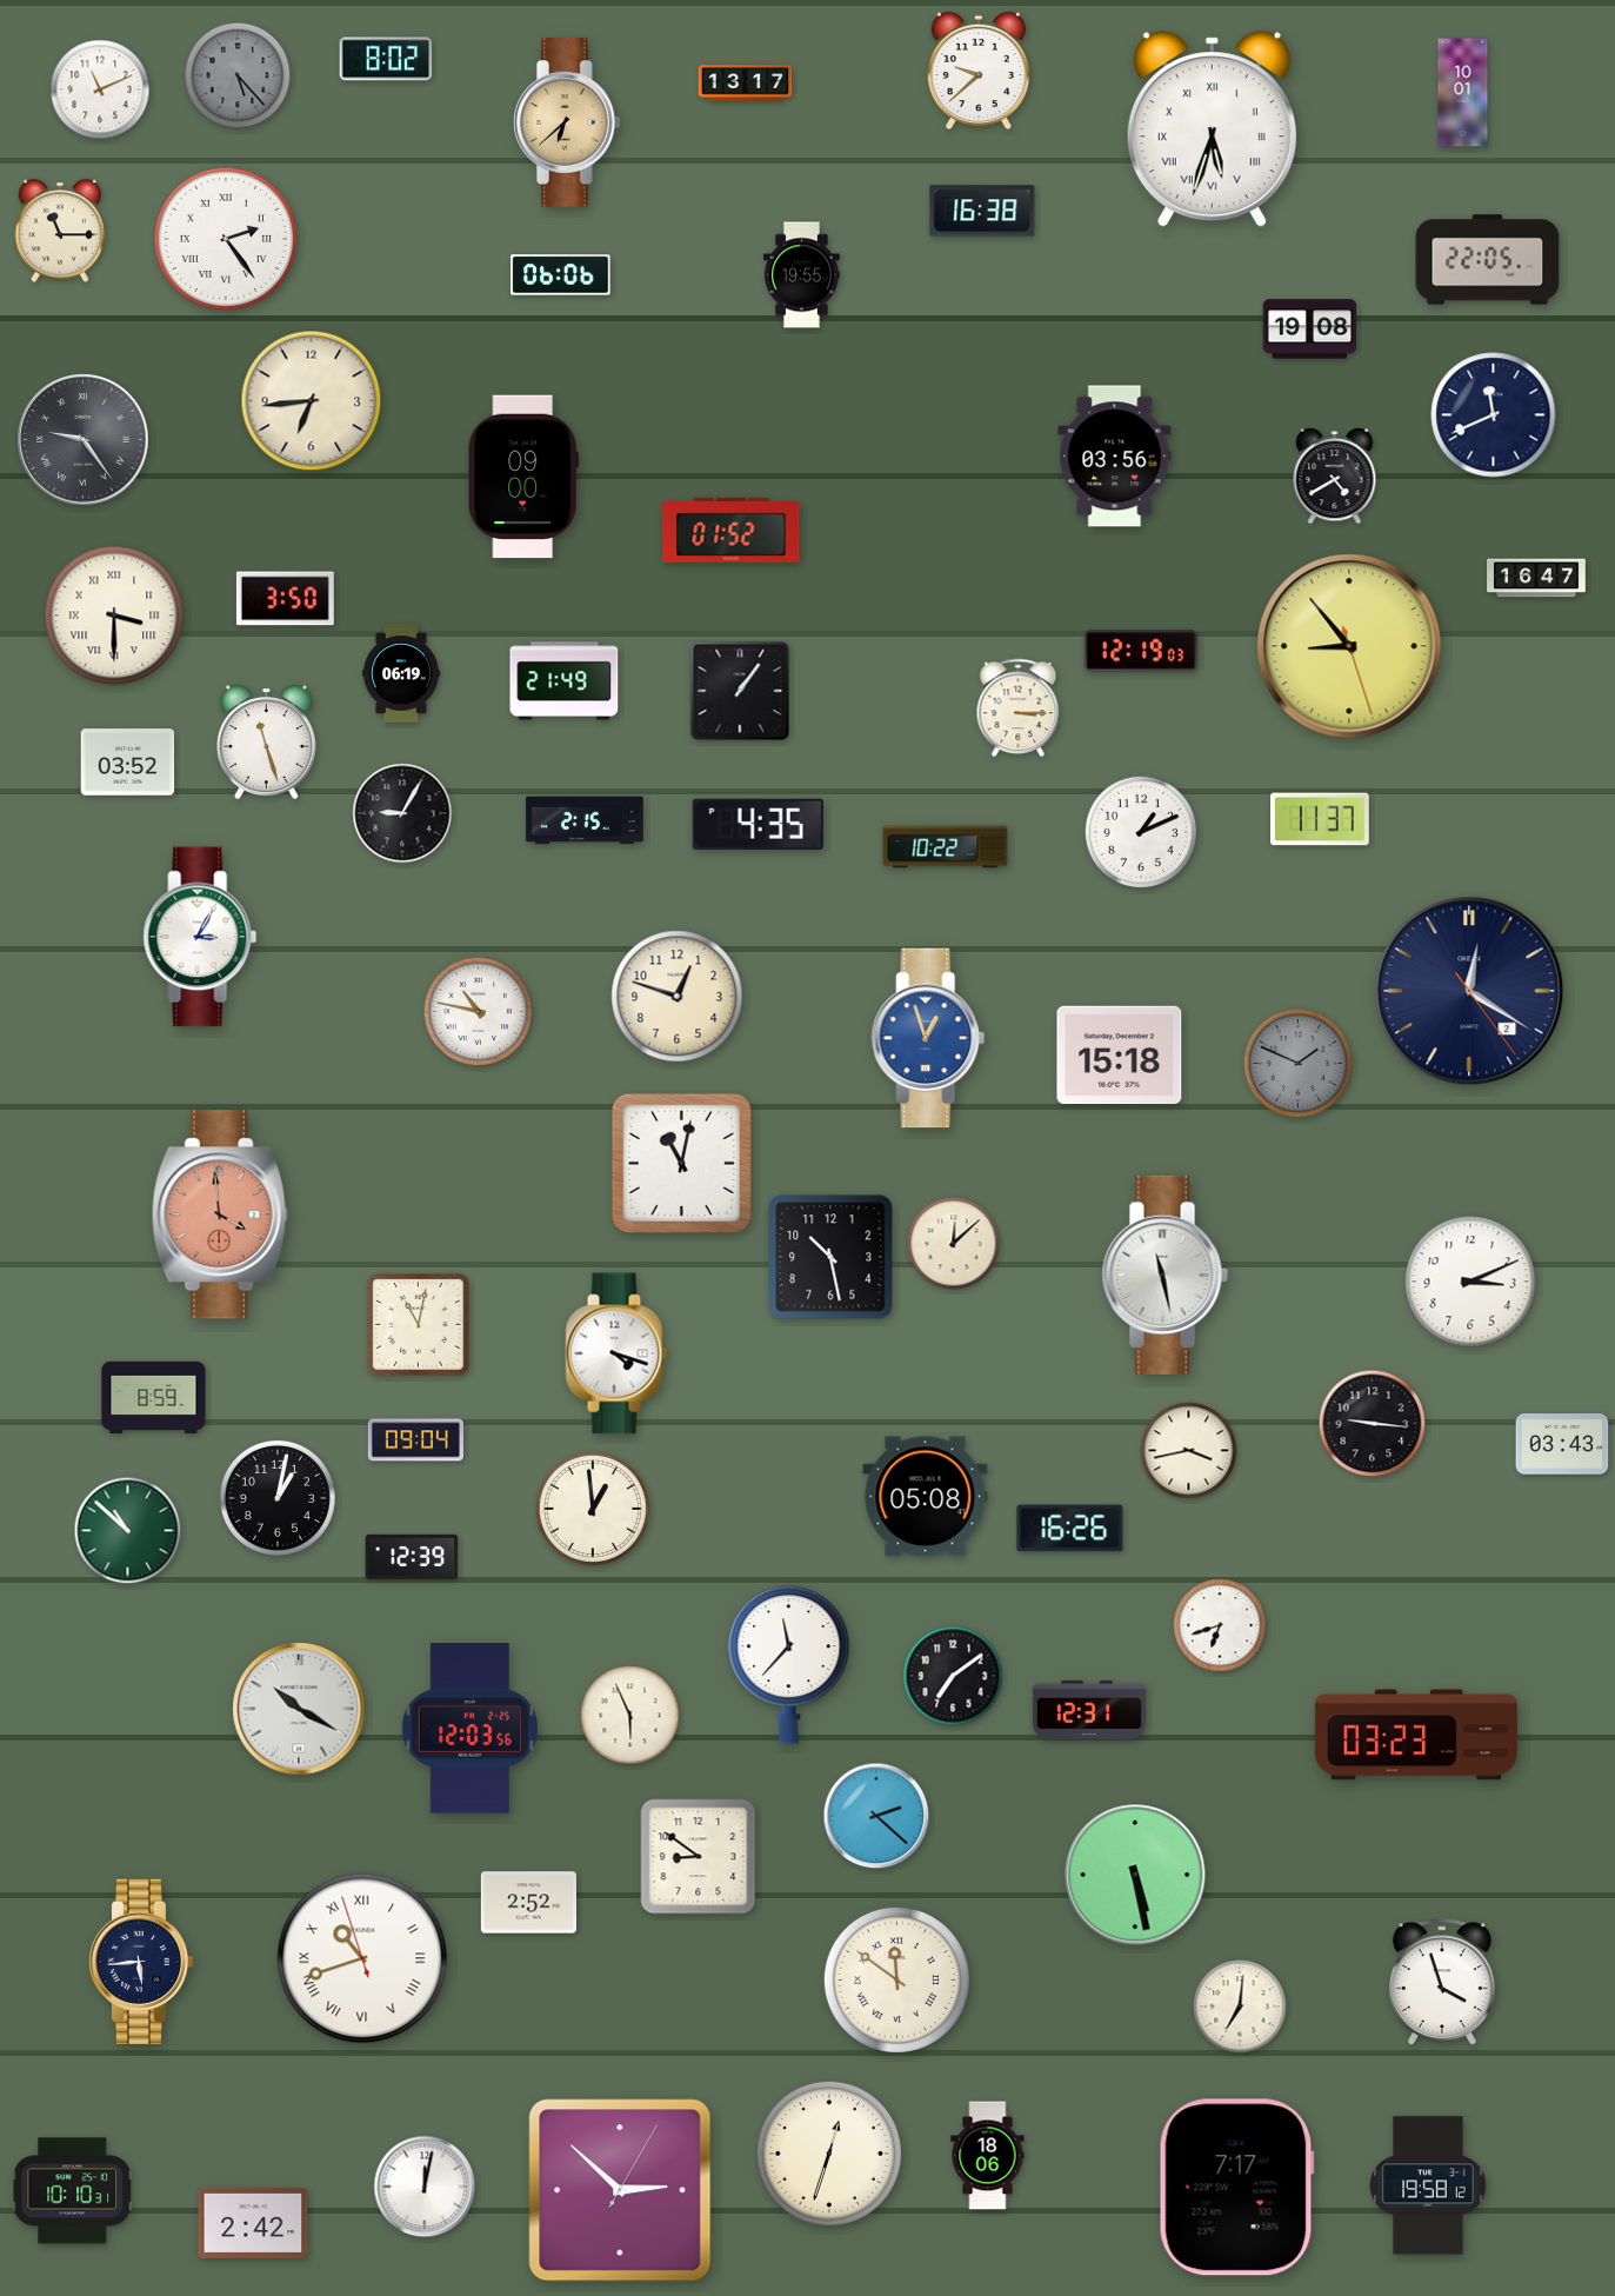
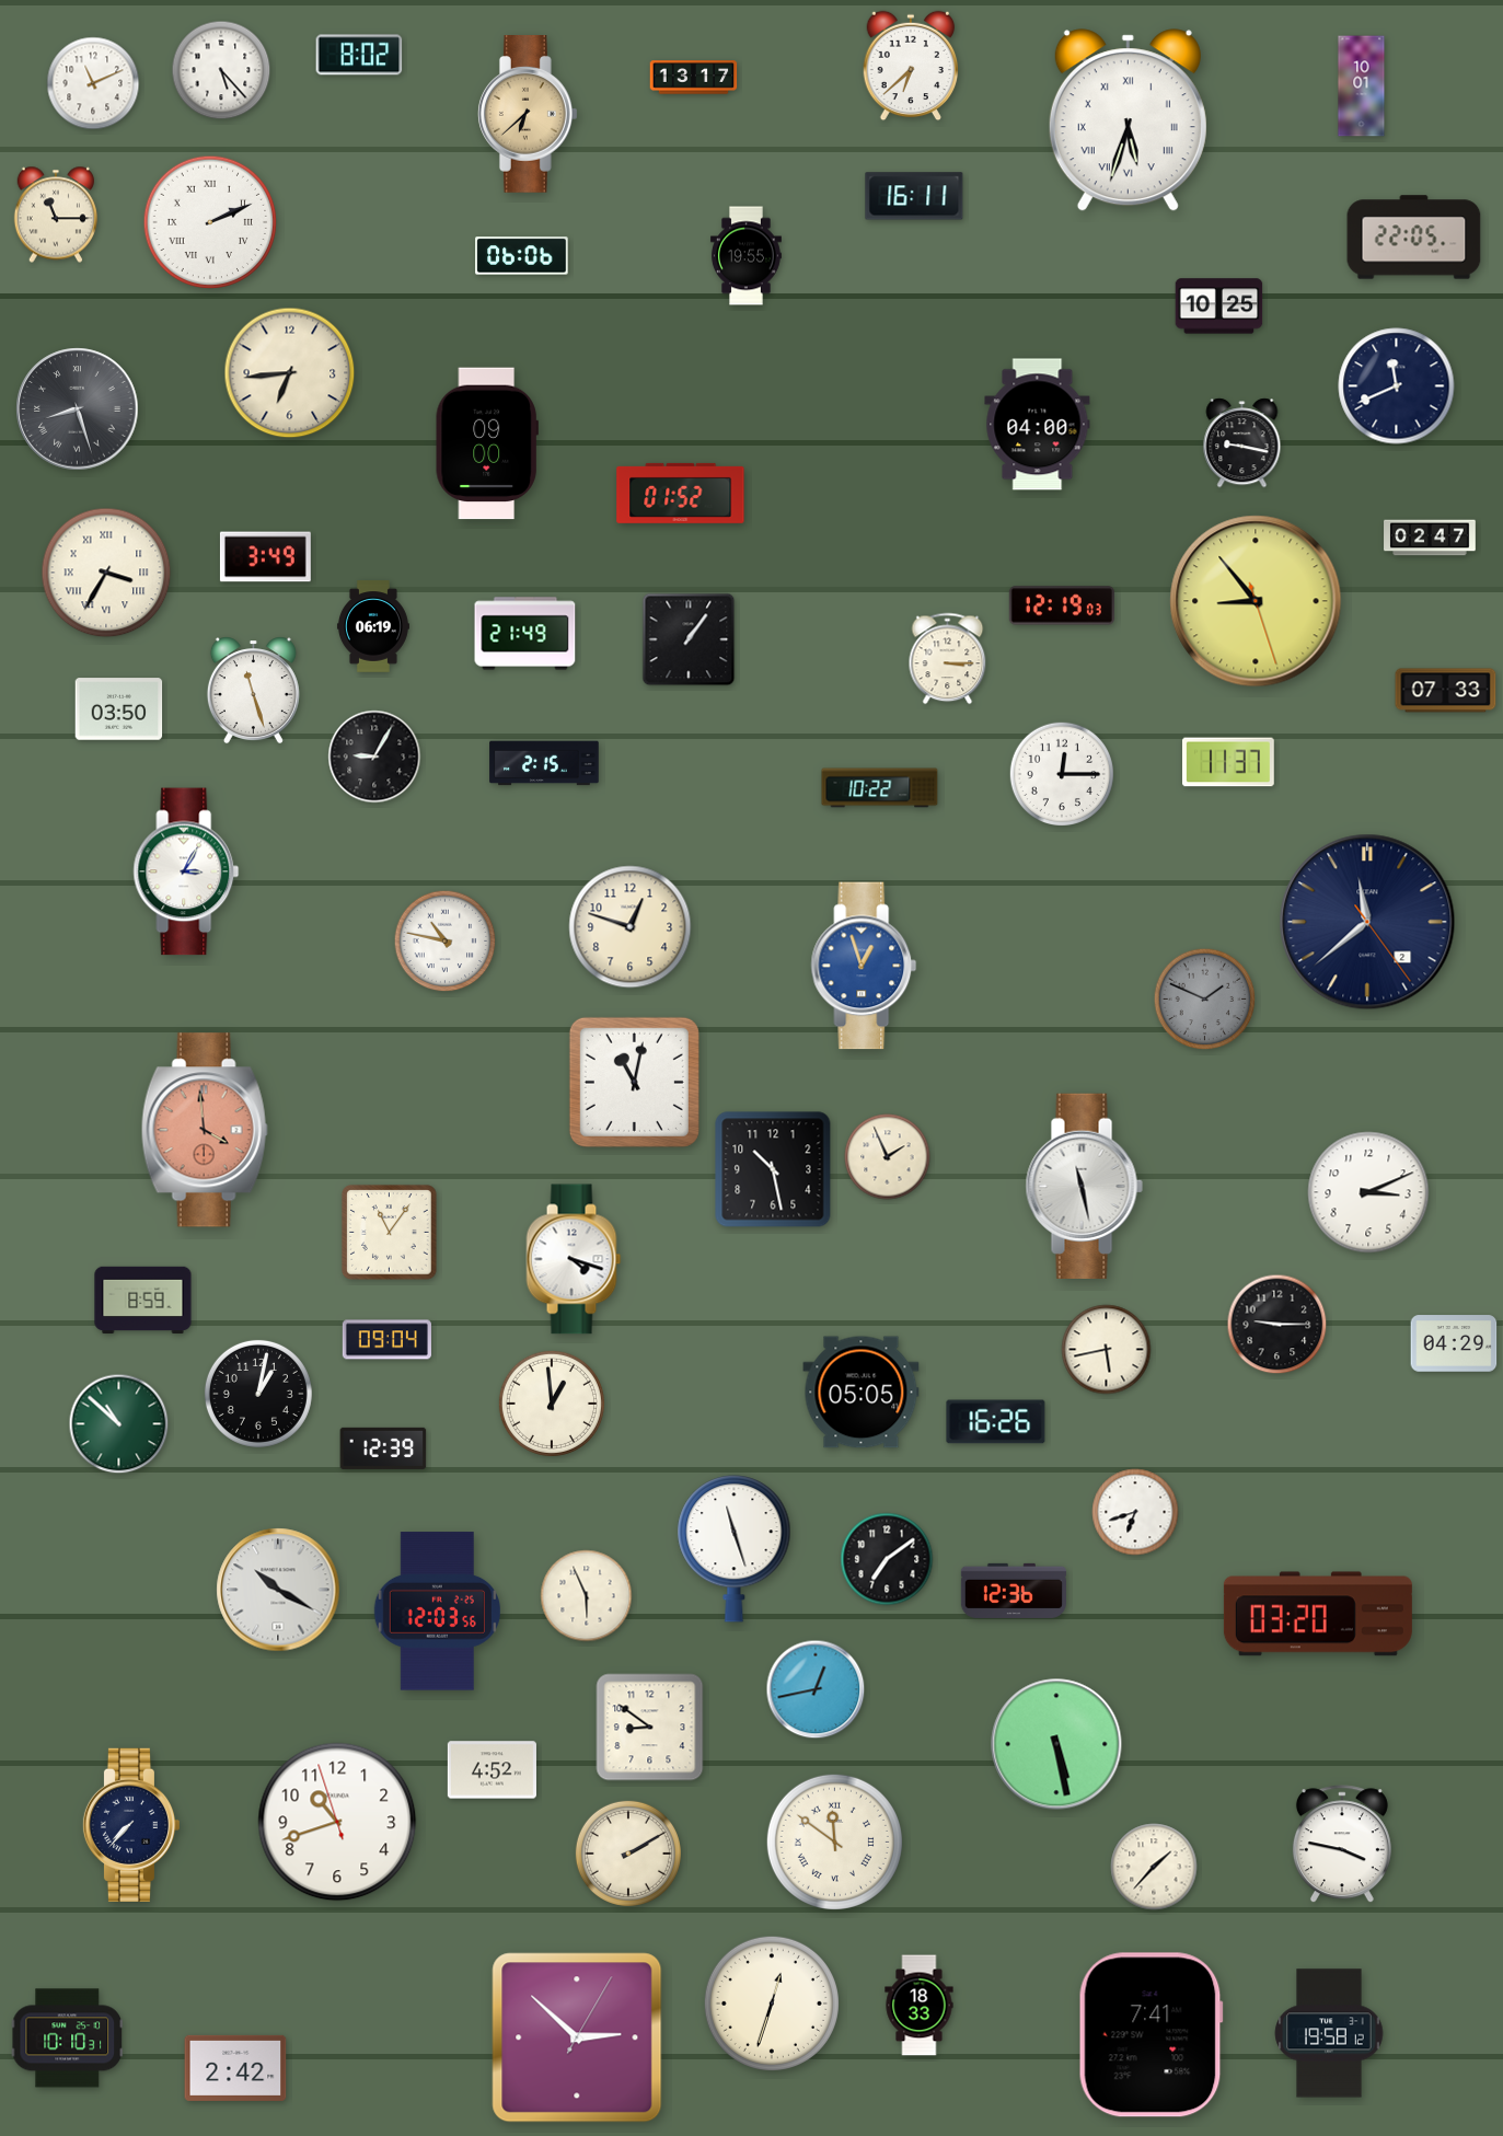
clock at (979, 71): 9:38 -> 6:38
clock at (238, 75) dial: grey -> white
clock at (982, 211): 16:38 -> 16:11
clock at (226, 239): 2:24 -> 2:11
clock at (1488, 260) position: (1488, 260) -> (1414, 238)
clock at (1310, 330): 19:08 -> 10:25
clock at (1494, 415) position: (1494, 415) -> (1397, 386)
clock at (84, 440): 9:24 -> 8:27
clock at (1115, 457): 03:56 -> 04:00
clock at (1335, 477): 4:40 -> 9:17
clock at (1536, 578): 16:47 -> 02:47
clock at (285, 599): 3:50 -> 3:49
clock at (114, 615): 3:30 -> 3:35
clock at (740, 691) position: (740, 691) -> (689, 639)
clock at (266, 743) position: (266, 743) -> (253, 691)
clock at (1446, 691): none -> 07:33
clock at (128, 763): 03:52 -> 03:50
clock at (758, 824): 4:35 -> none
clock at (1140, 831): 1:11 -> 12:15
clock at (1469, 991): 12:20 -> 11:38
clock at (1120, 1056): 15:18 -> none
clock at (1299, 1064) position: (1299, 1064) -> (1205, 1000)
clock at (954, 1244): 12:08 -> 1:56
clock at (419, 1325): 11:02 -> 11:06
clock at (1373, 1424): 9:16 -> 9:15
clock at (1562, 1444): 03:43 -> 04:29
clock at (1189, 1451): 3:43 -> 5:43
clock at (926, 1497): 05:08 -> 05:05
clock at (789, 1665): 11:37 -> 11:27
clock at (1089, 1710): 12:31 -> 12:36
clock at (469, 1729) position: (469, 1729) -> (437, 1612)
clock at (1416, 1735): 03:23 -> 03:20
clock at (876, 1816): 2:22 -> 12:43
clock at (528, 1903): 2:52 -> 4:52
clock at (362, 1958) numerals: Roman -> Arabic
clock at (140, 1962): 5:44 -> 7:37
clock at (1442, 1983): 3:57 -> 3:47
clock at (628, 1854): none -> 2:10
clock at (1240, 2006): 7:01 -> 1:37
clock at (988, 2156): 18:06 -> 18:33
clock at (425, 2187): 12:02 -> none
clock at (1236, 2188): 7:17 -> 7:41
